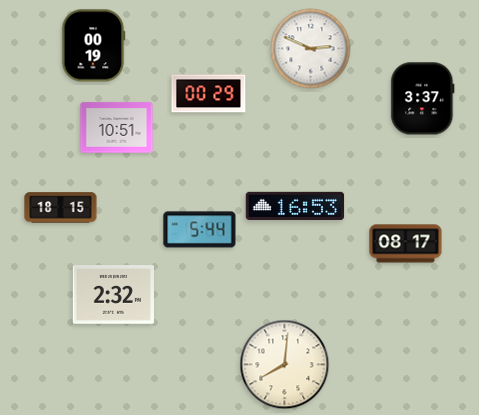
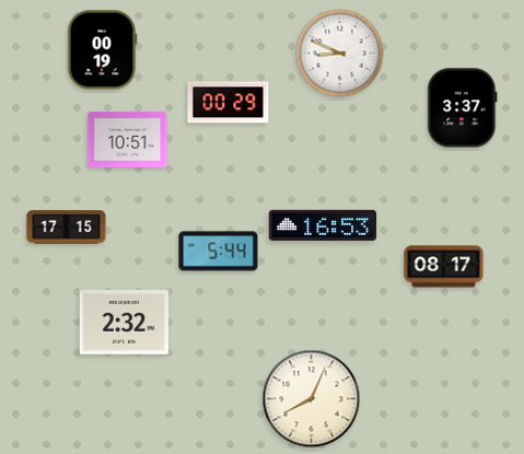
clock at (311, 49): 2:49 -> 8:49
clock at (61, 208): 18:15 -> 17:15
clock at (285, 365): 8:01 -> 8:04
